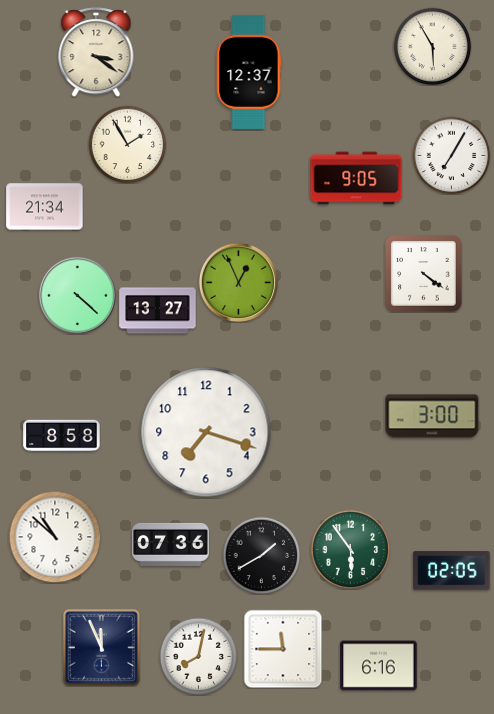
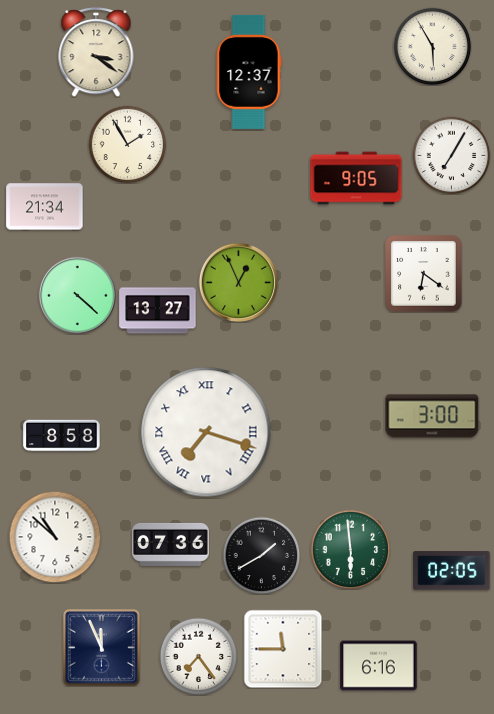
clock at (424, 274): 4:21 -> 6:21
clock at (206, 432) numerals: Arabic -> Roman
clock at (350, 549): 5:54 -> 5:59
clock at (198, 656): 8:02 -> 7:24
